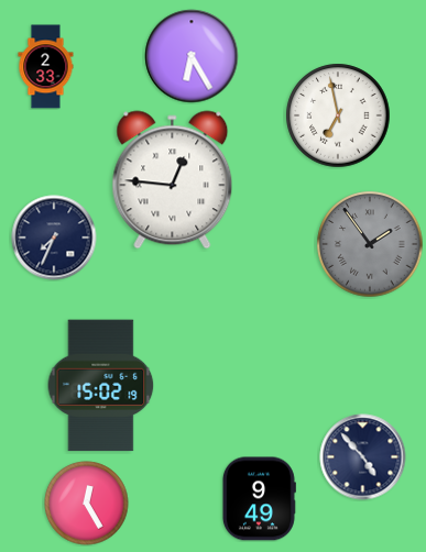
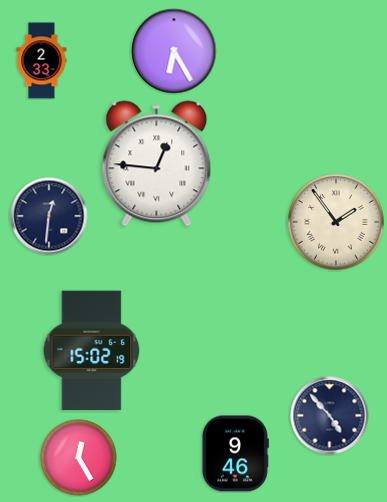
clock at (338, 115): 6:58 -> none
clock at (54, 238): 7:34 -> 12:31
clock at (370, 244) dial: grey -> cream
clock at (259, 499): 9:49 -> 9:46
